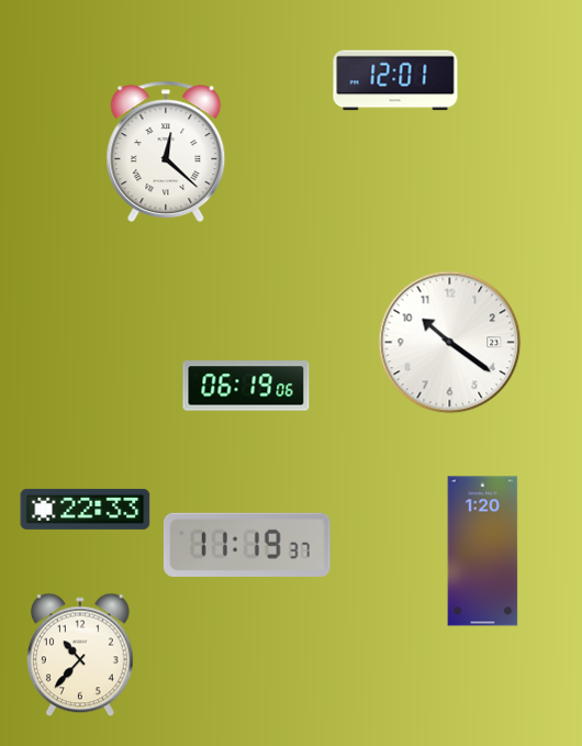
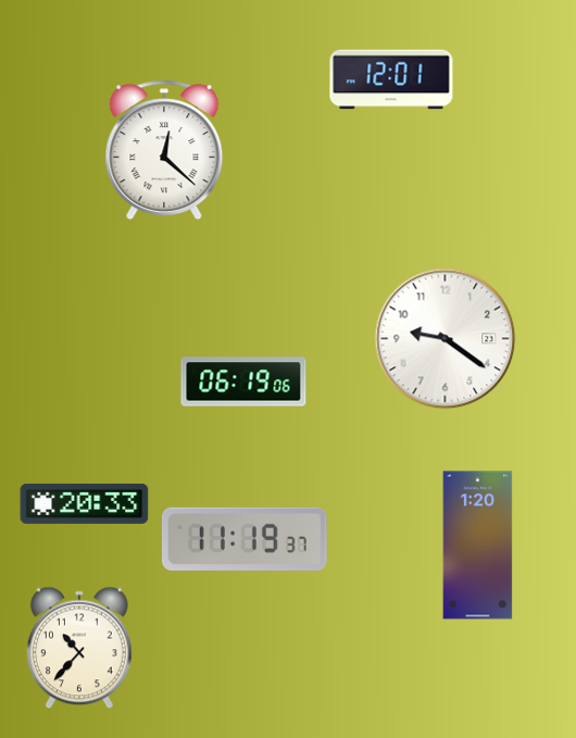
clock at (450, 343): 10:21 -> 9:21
clock at (86, 509): 22:33 -> 20:33
